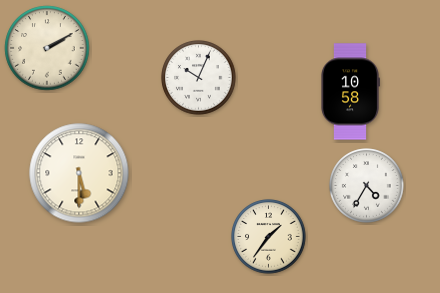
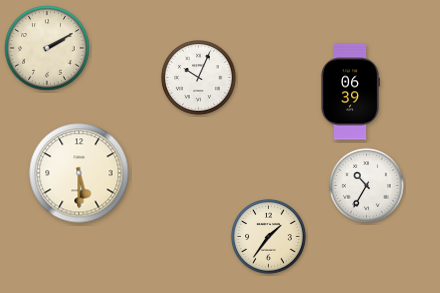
clock at (350, 92): 10:58 -> 06:39
clock at (367, 186): 4:35 -> 10:35
